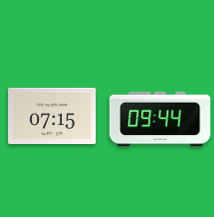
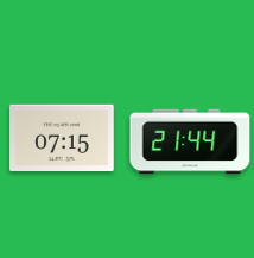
clock at (160, 119): 09:44 -> 21:44
